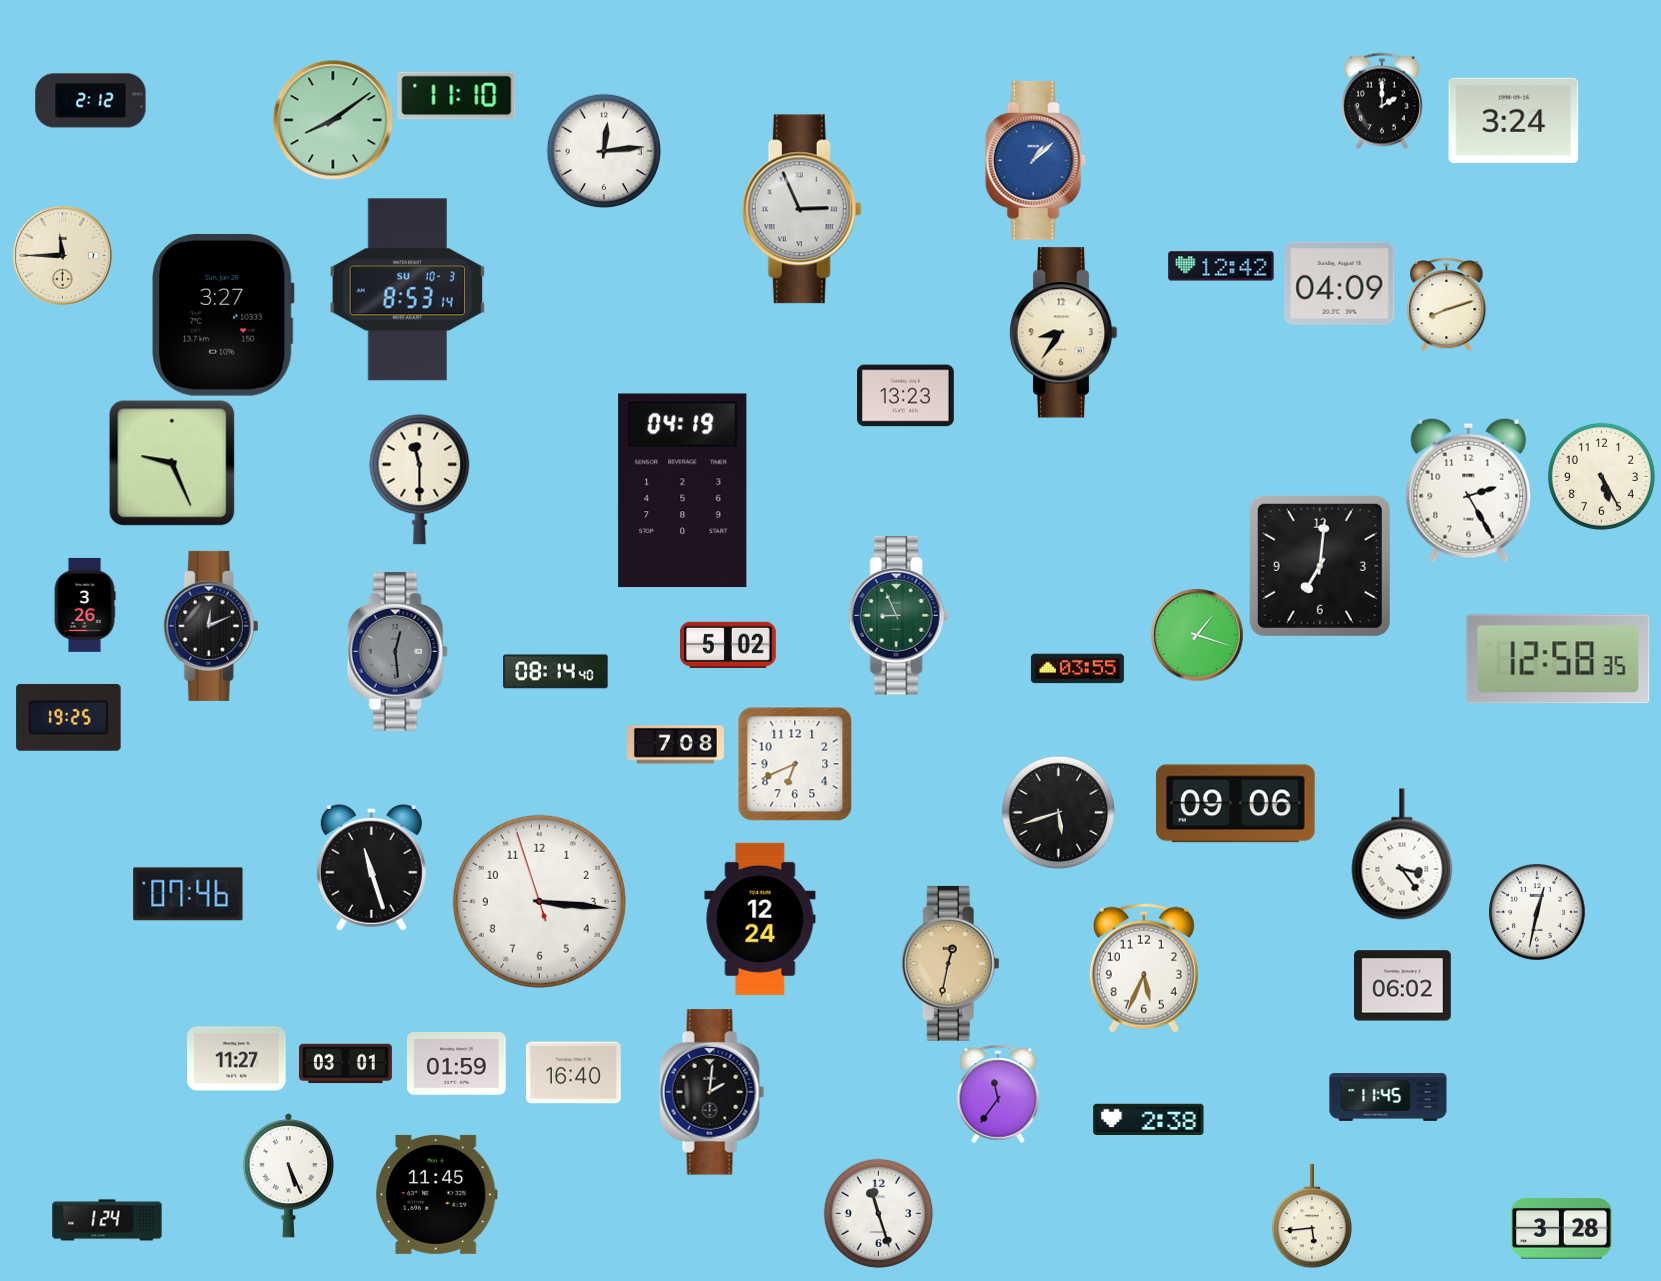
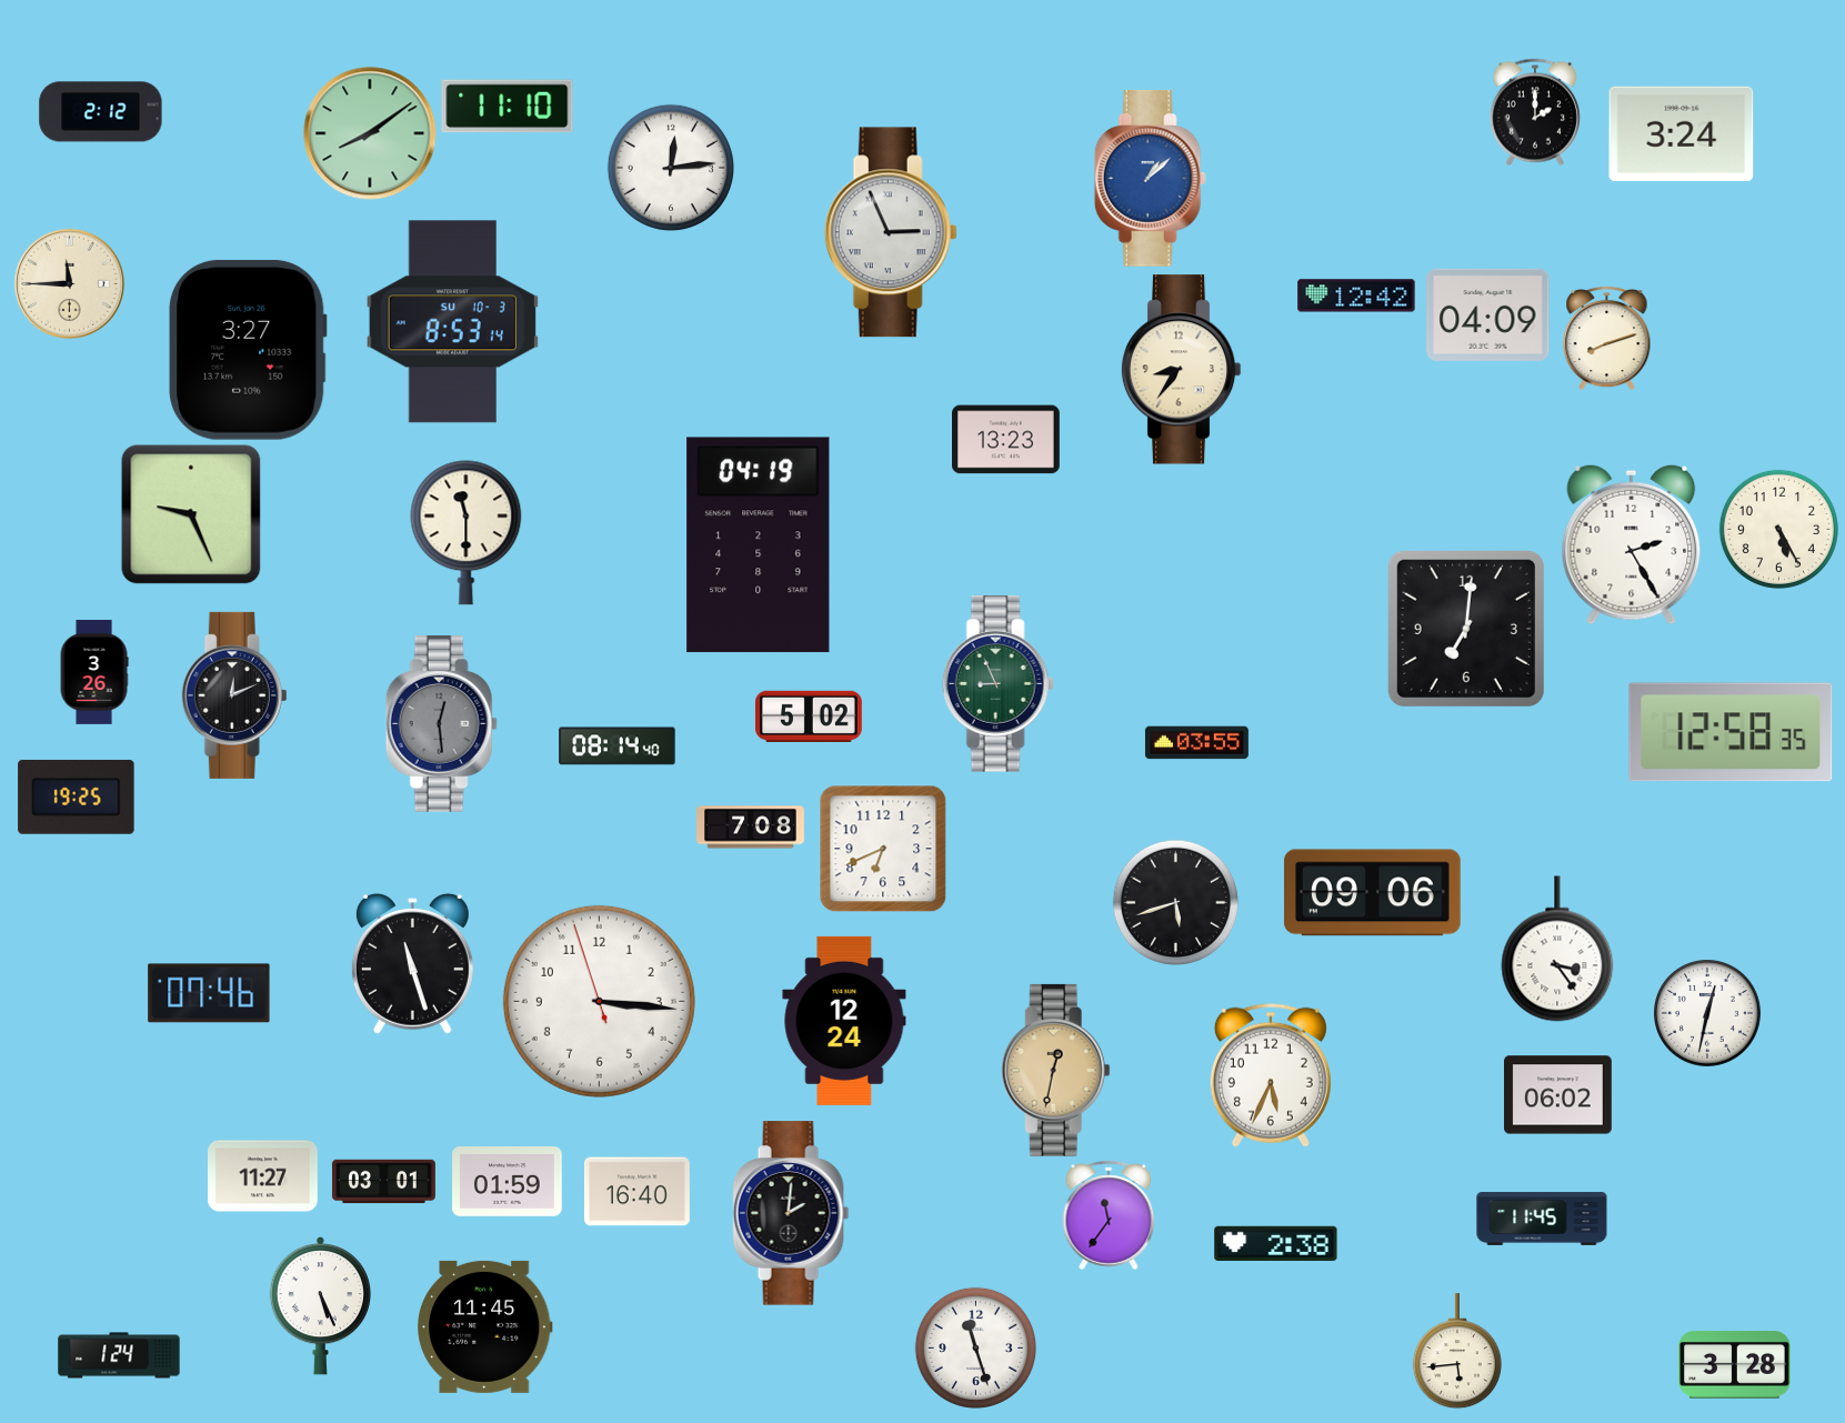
clock at (1197, 635): 1:18 -> none
